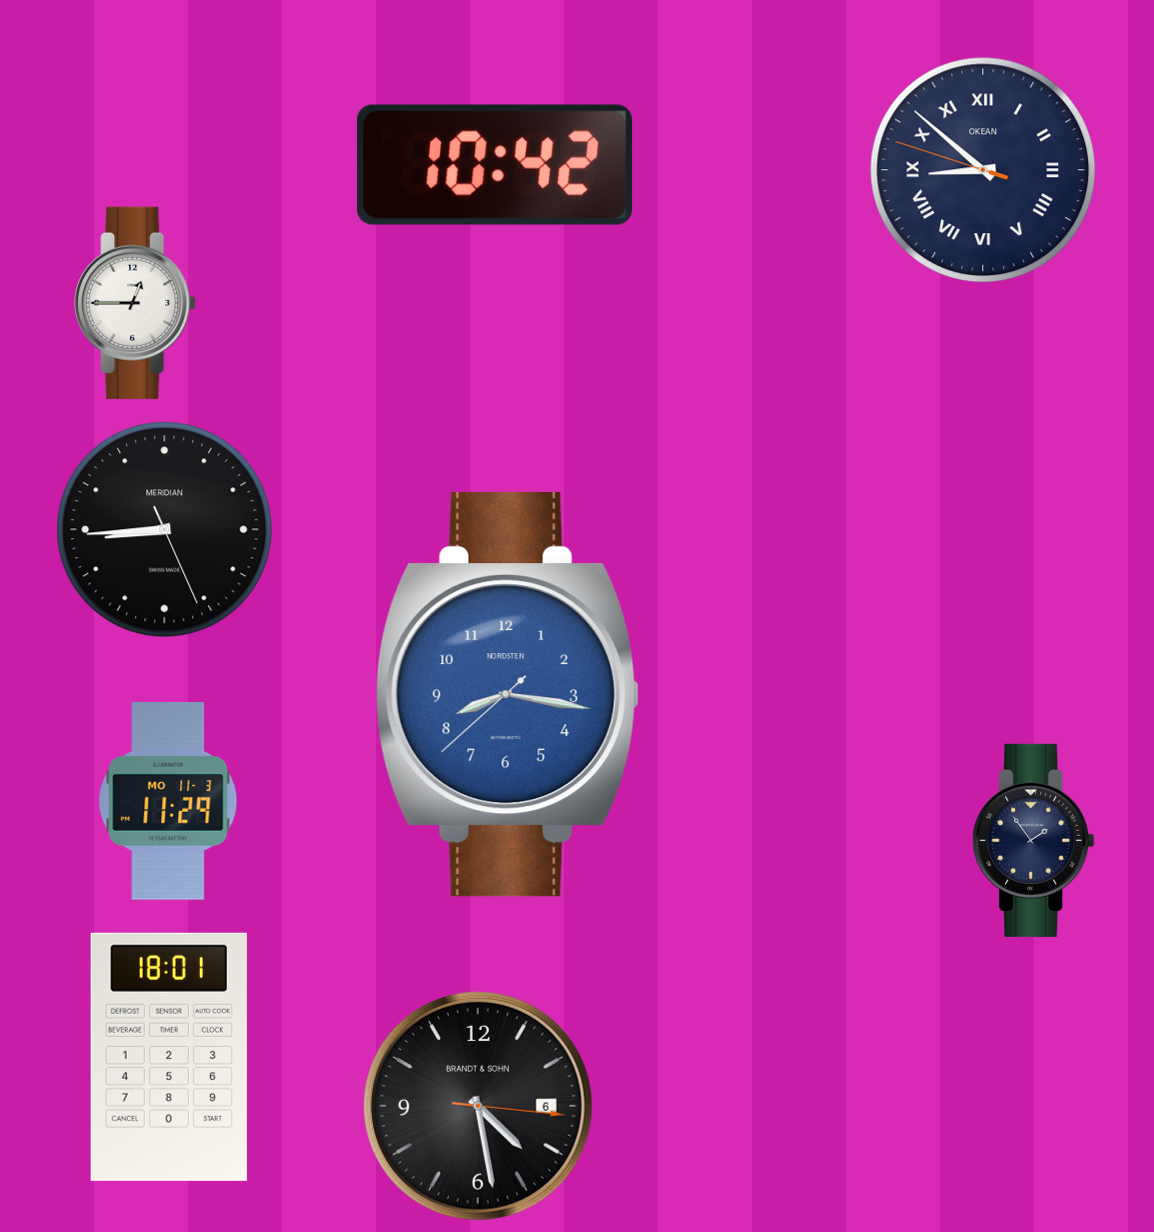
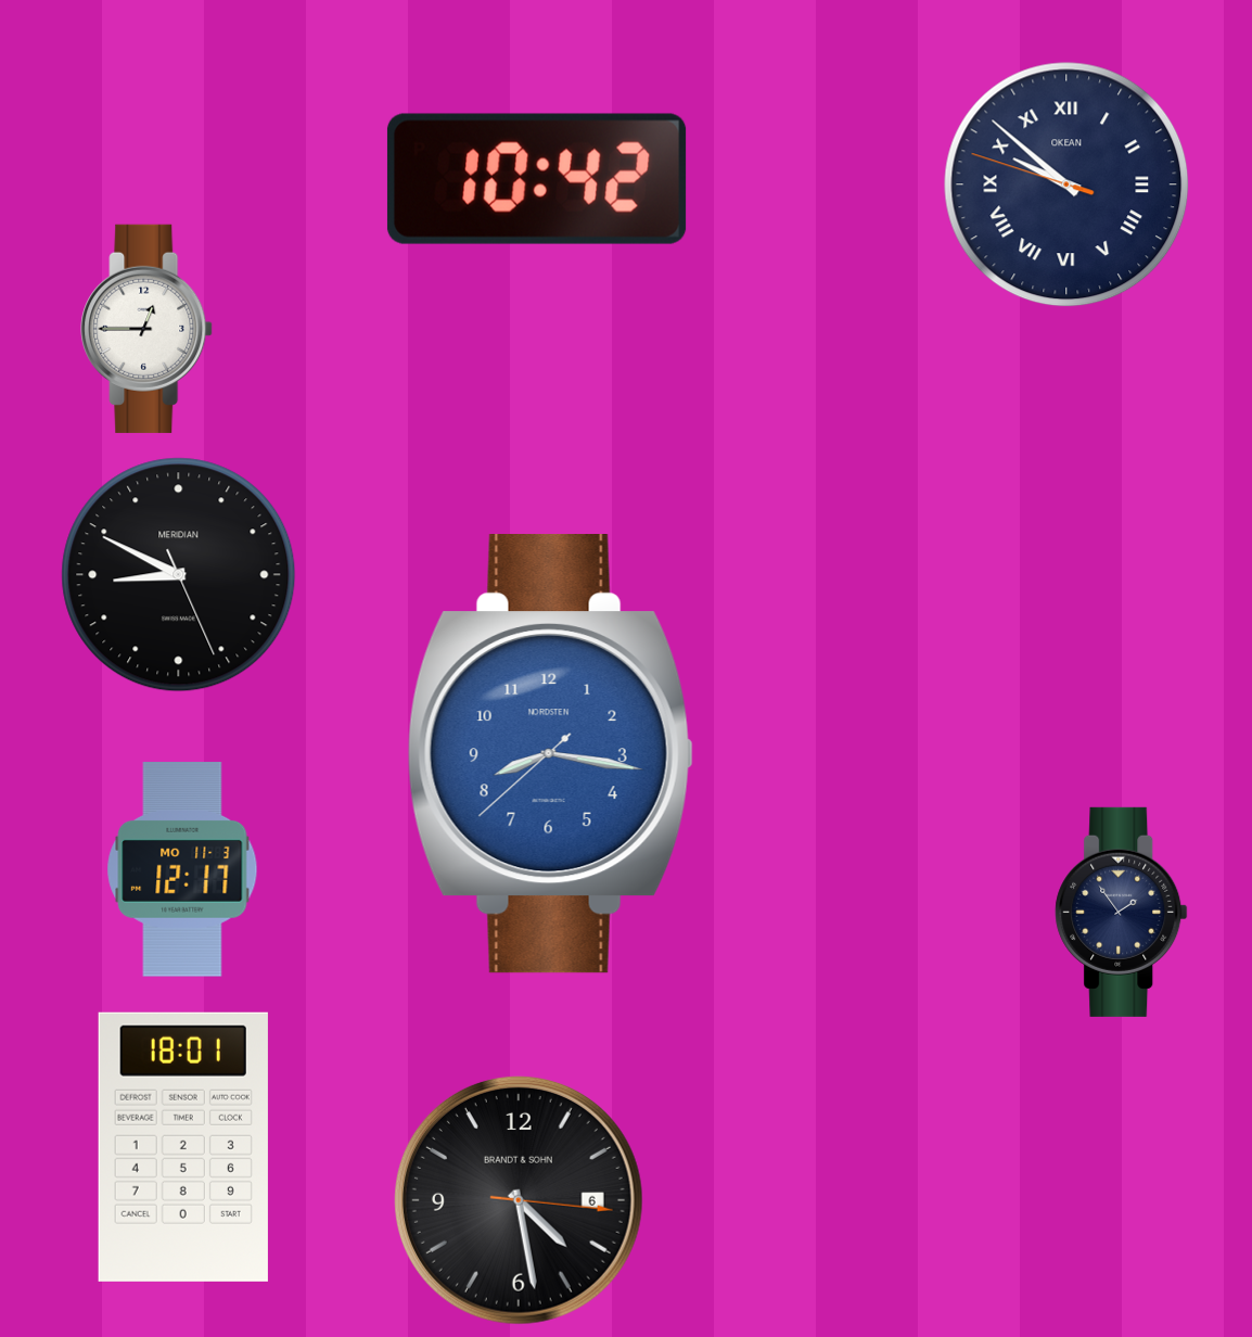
clock at (983, 170): 8:51 -> 9:51
clock at (165, 530): 8:44 -> 8:49
clock at (168, 802): 11:29 -> 12:17
